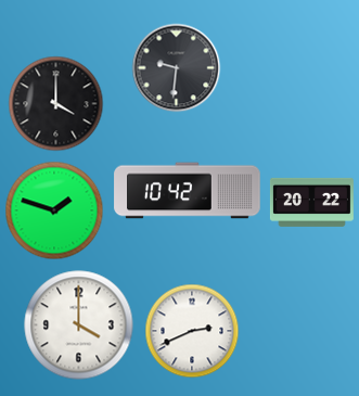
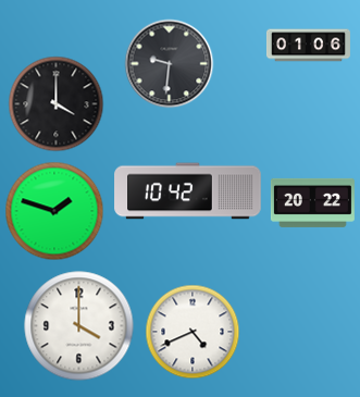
clock at (308, 46): none -> 01:06
clock at (176, 67) position: (176, 67) -> (169, 63)
clock at (192, 331): 2:41 -> 4:41
